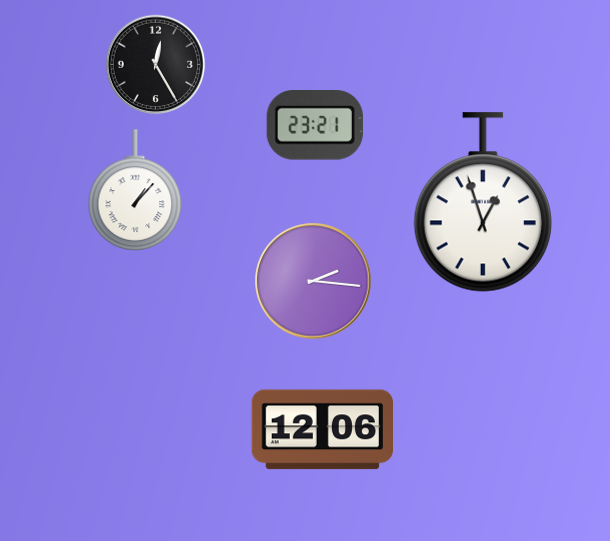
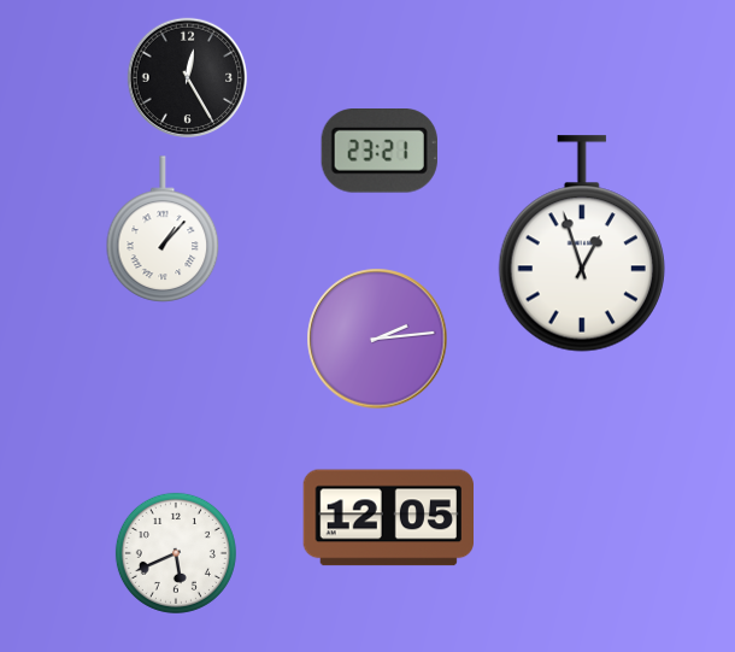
clock at (313, 281): 2:16 -> 2:14
clock at (322, 430): 12:06 -> 12:05
clock at (176, 553): none -> 5:41
